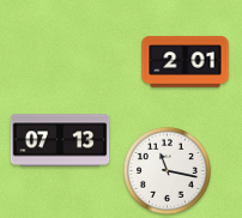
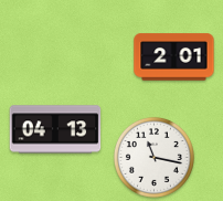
clock at (186, 62) position: (186, 62) -> (174, 57)
clock at (60, 140): 07:13 -> 04:13
